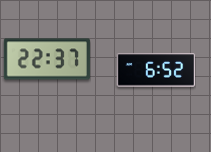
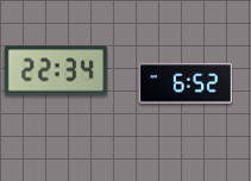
clock at (47, 59): 22:37 -> 22:34
